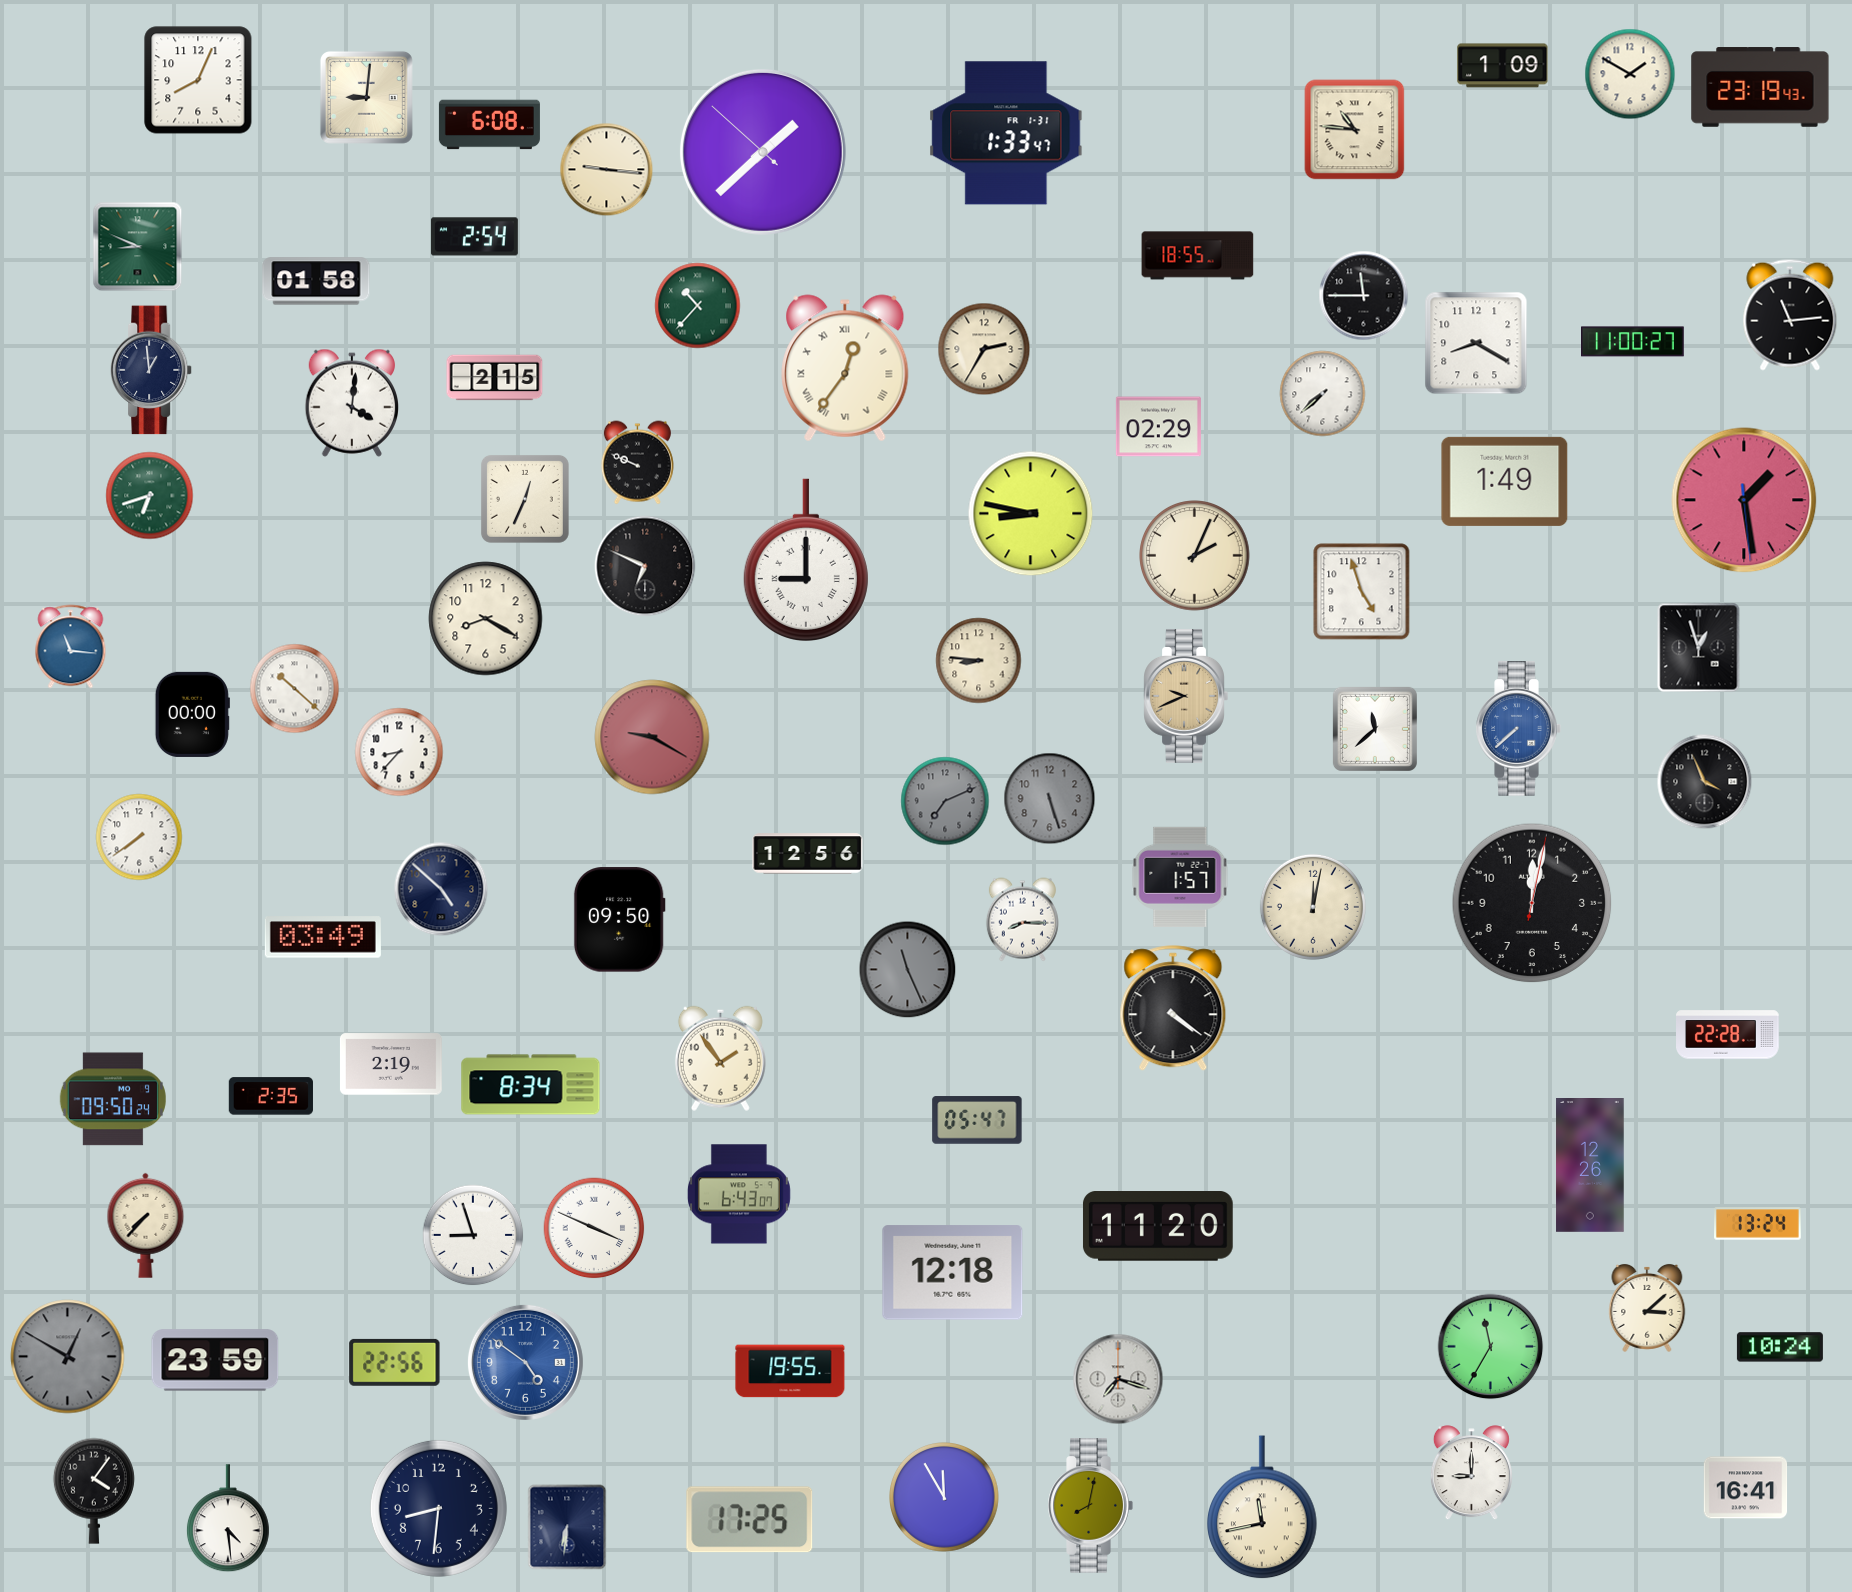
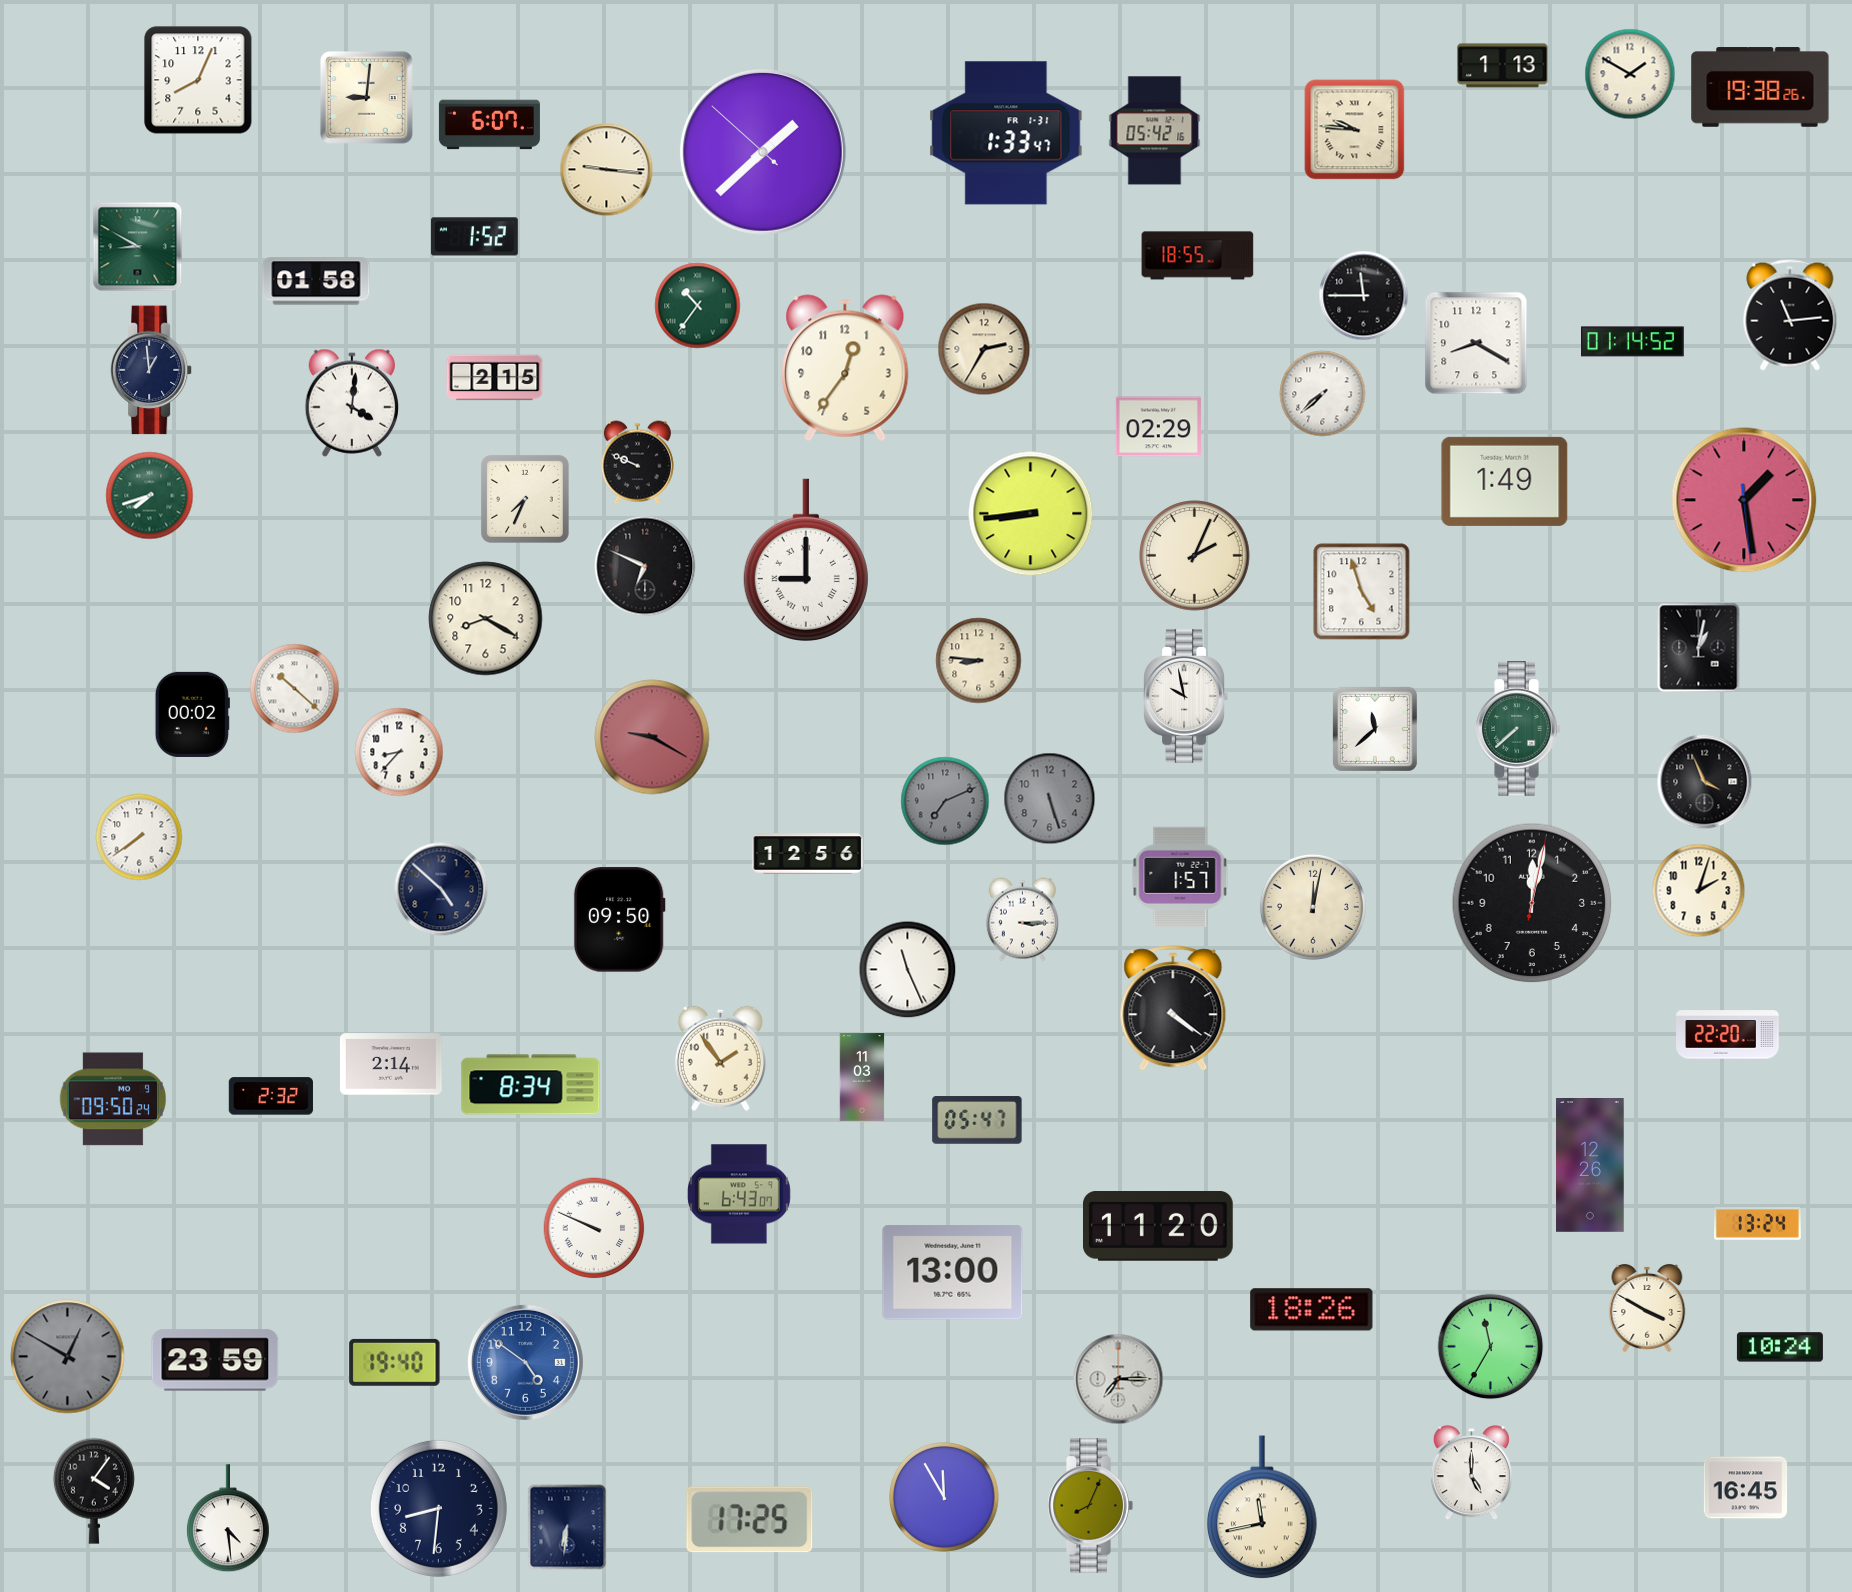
clock at (1503, 66): 1:09 -> 1:13
clock at (1760, 87): 23:19 -> 19:38
clock at (489, 125): 6:08 -> 6:07
clock at (1355, 130): 10:46 -> 9:46
clock at (1155, 131): none -> 05:42
clock at (474, 237): 2:54 -> 1:52
clock at (138, 247): 8:49 -> 8:50
clock at (698, 306): 10:37 -> 10:36
clock at (1633, 342): 11:00 -> 01:14
clock at (845, 368) numerals: Roman -> Arabic
clock at (150, 496): 6:42 -> 7:42
clock at (525, 499): 12:34 -> 7:34
clock at (1031, 514): 8:47 -> 8:44
clock at (71, 647): 11:16 -> none
clock at (1699, 648): 12:57 -> 1:02
clock at (1186, 696): 9:41 -> 9:58
clock at (1186, 696) dial: champagne -> white
clock at (192, 714): 00:00 -> 00:02
clock at (1518, 729) dial: blue -> green
clock at (1699, 891): none -> 2:03
clock at (1022, 920): 8:15 -> 3:15
clock at (323, 937): 03:49 -> none
clock at (908, 970) dial: grey -> white
clock at (1728, 1035): 22:28 -> 22:20
clock at (391, 1064): 2:19 -> 2:14
clock at (862, 1077): none -> 11:03
clock at (271, 1096): 2:35 -> 2:32
clock at (146, 1225): 7:37 -> none
clock at (594, 1228): 3:49 -> 9:49
clock at (473, 1235): 8:57 -> none
clock at (953, 1273): 12:18 -> 13:00
clock at (1647, 1308): 3:08 -> 3:50
clock at (1312, 1310): none -> 18:26
clock at (395, 1362): 22:56 -> 19:40
clock at (790, 1371): 19:55 -> none
clock at (1118, 1379): 7:18 -> 7:15
clock at (1471, 1473): 9:00 -> 5:00
clock at (1746, 1488): 16:41 -> 16:45
clock at (1090, 1506): 8:02 -> 8:04
